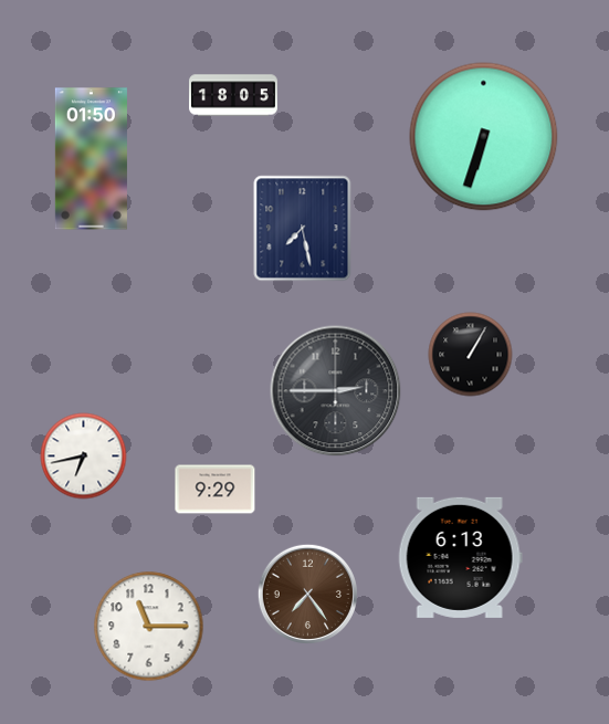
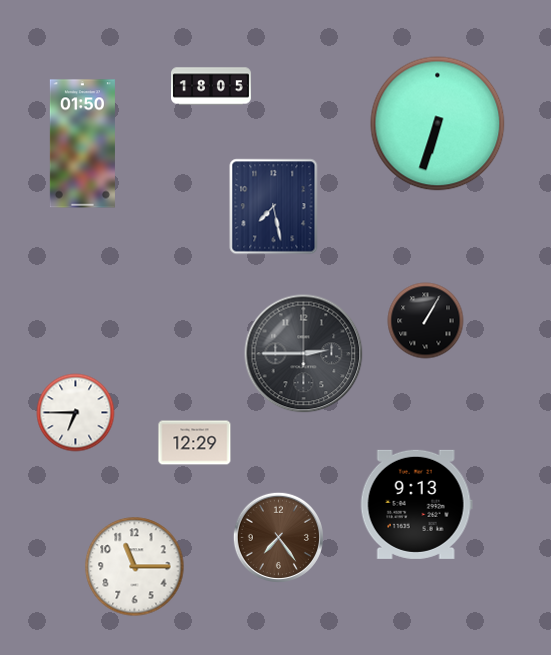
clock at (84, 457): 6:43 -> 6:45
clock at (216, 490): 9:29 -> 12:29
clock at (460, 557): 6:13 -> 9:13
